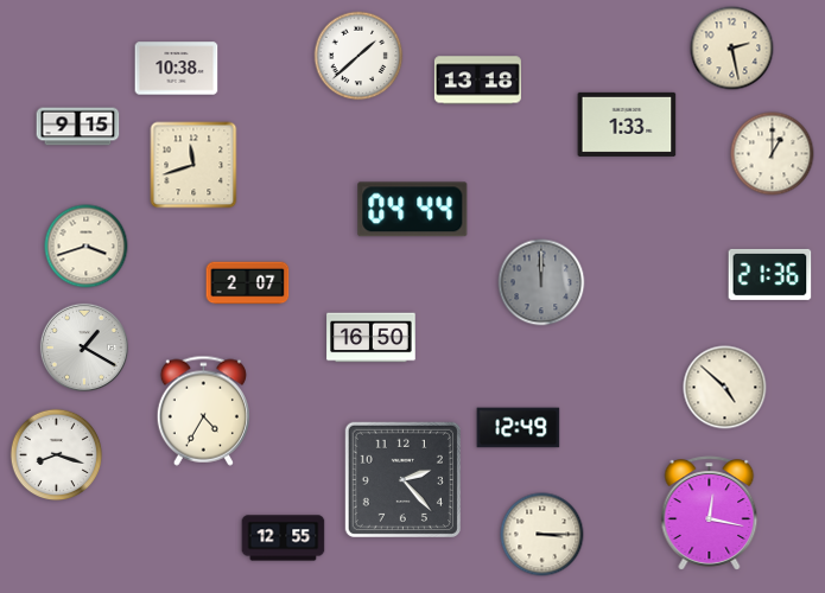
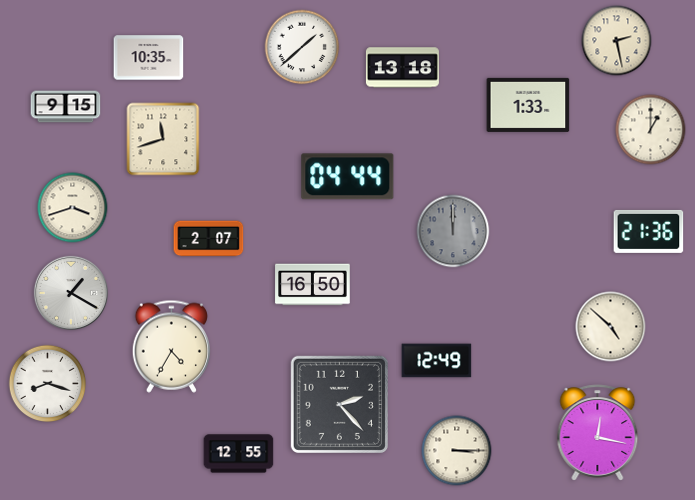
clock at (177, 69): 10:38 -> 10:35
clock at (541, 282) position: (541, 282) -> (453, 231)
